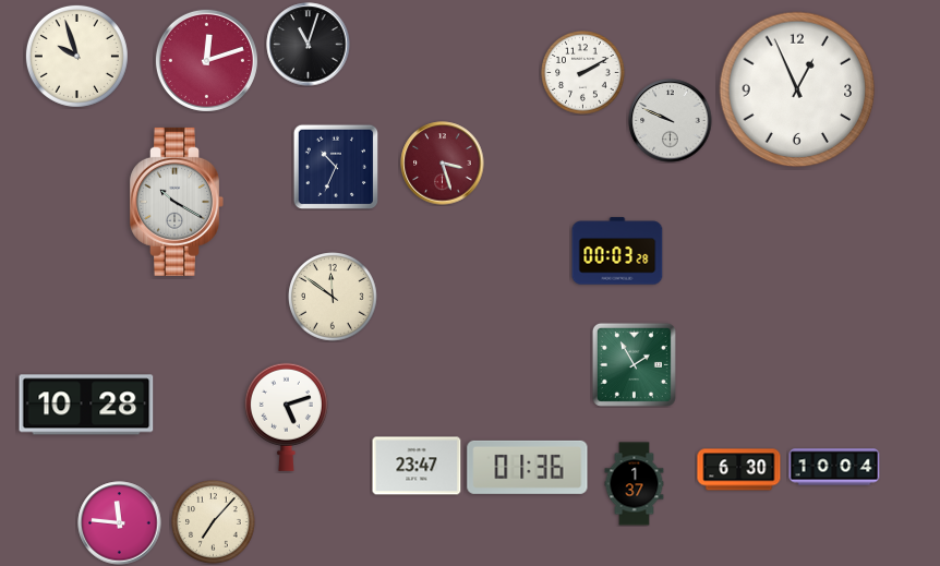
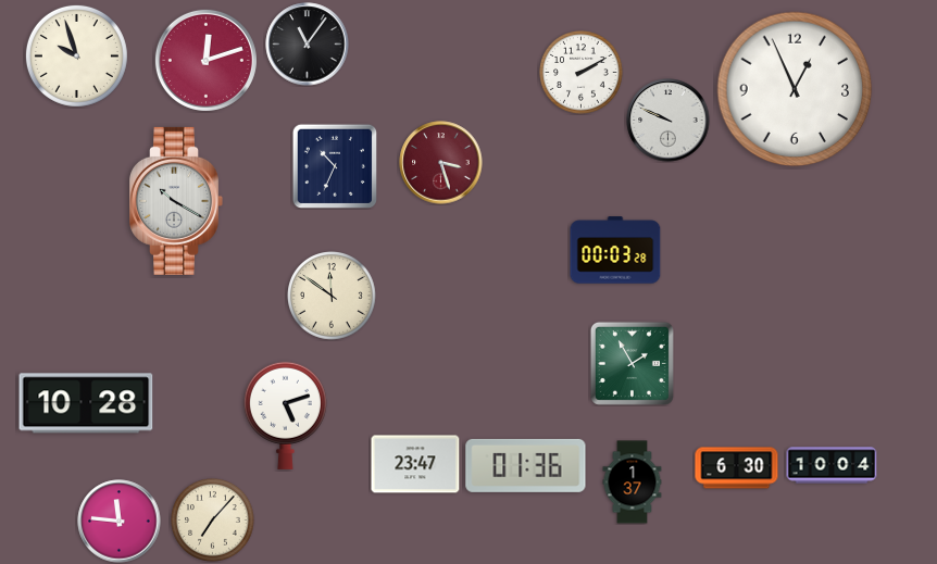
clock at (309, 45): 11:03 -> 11:06
